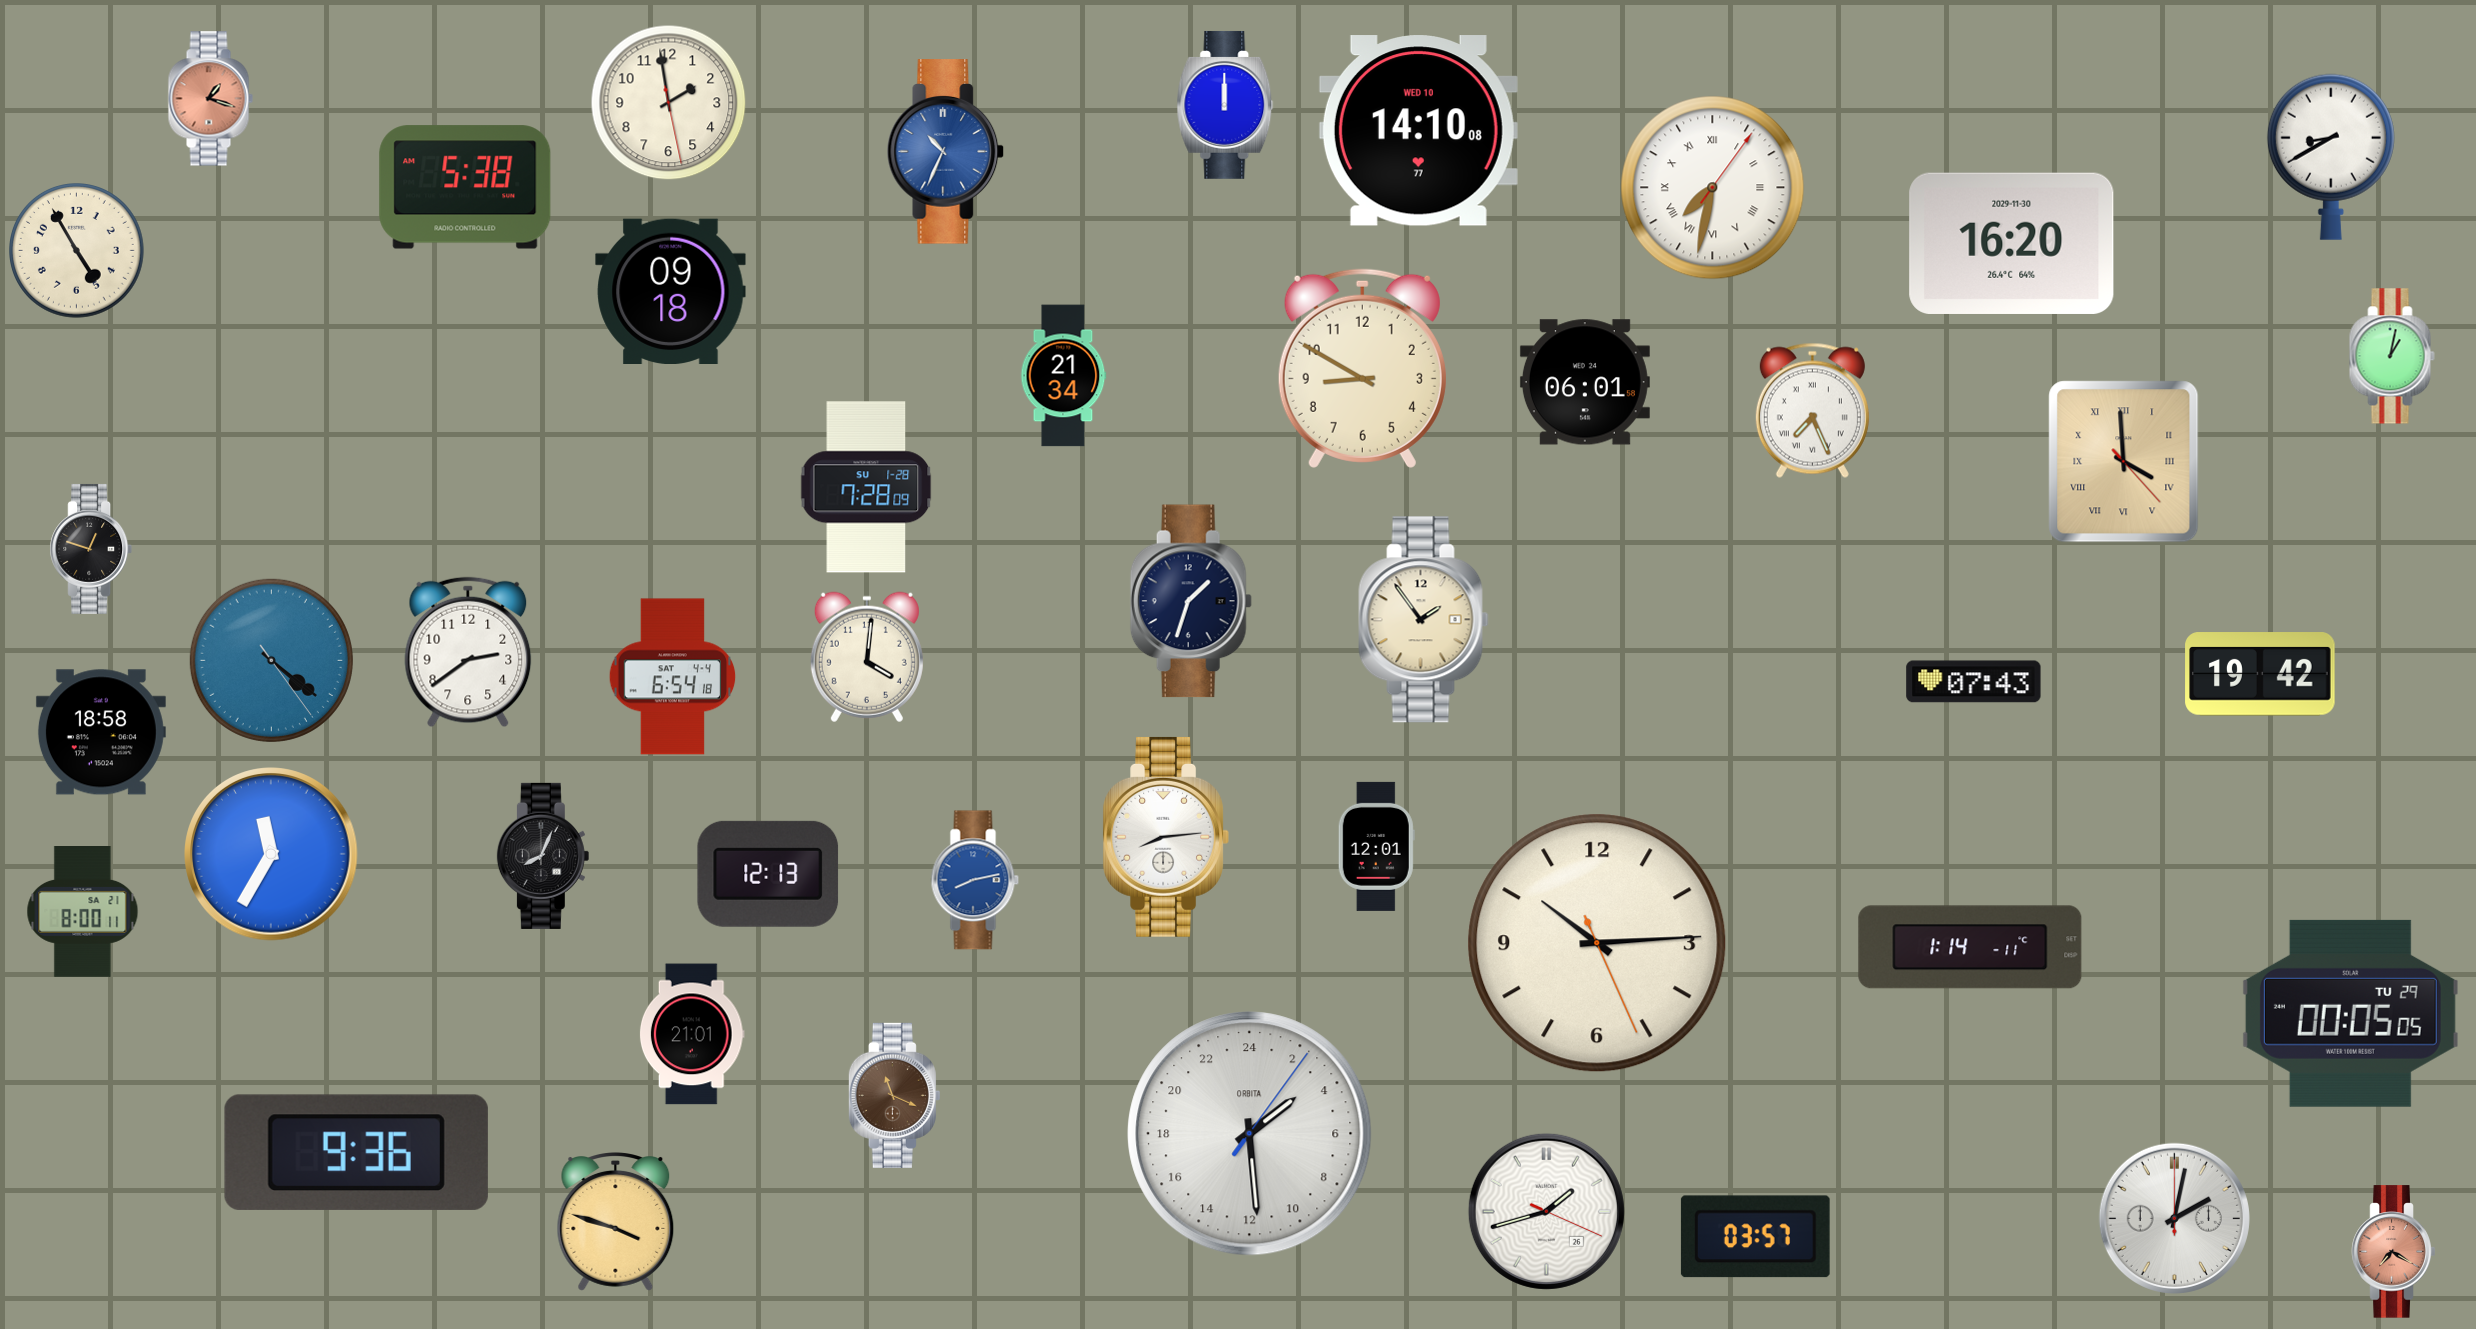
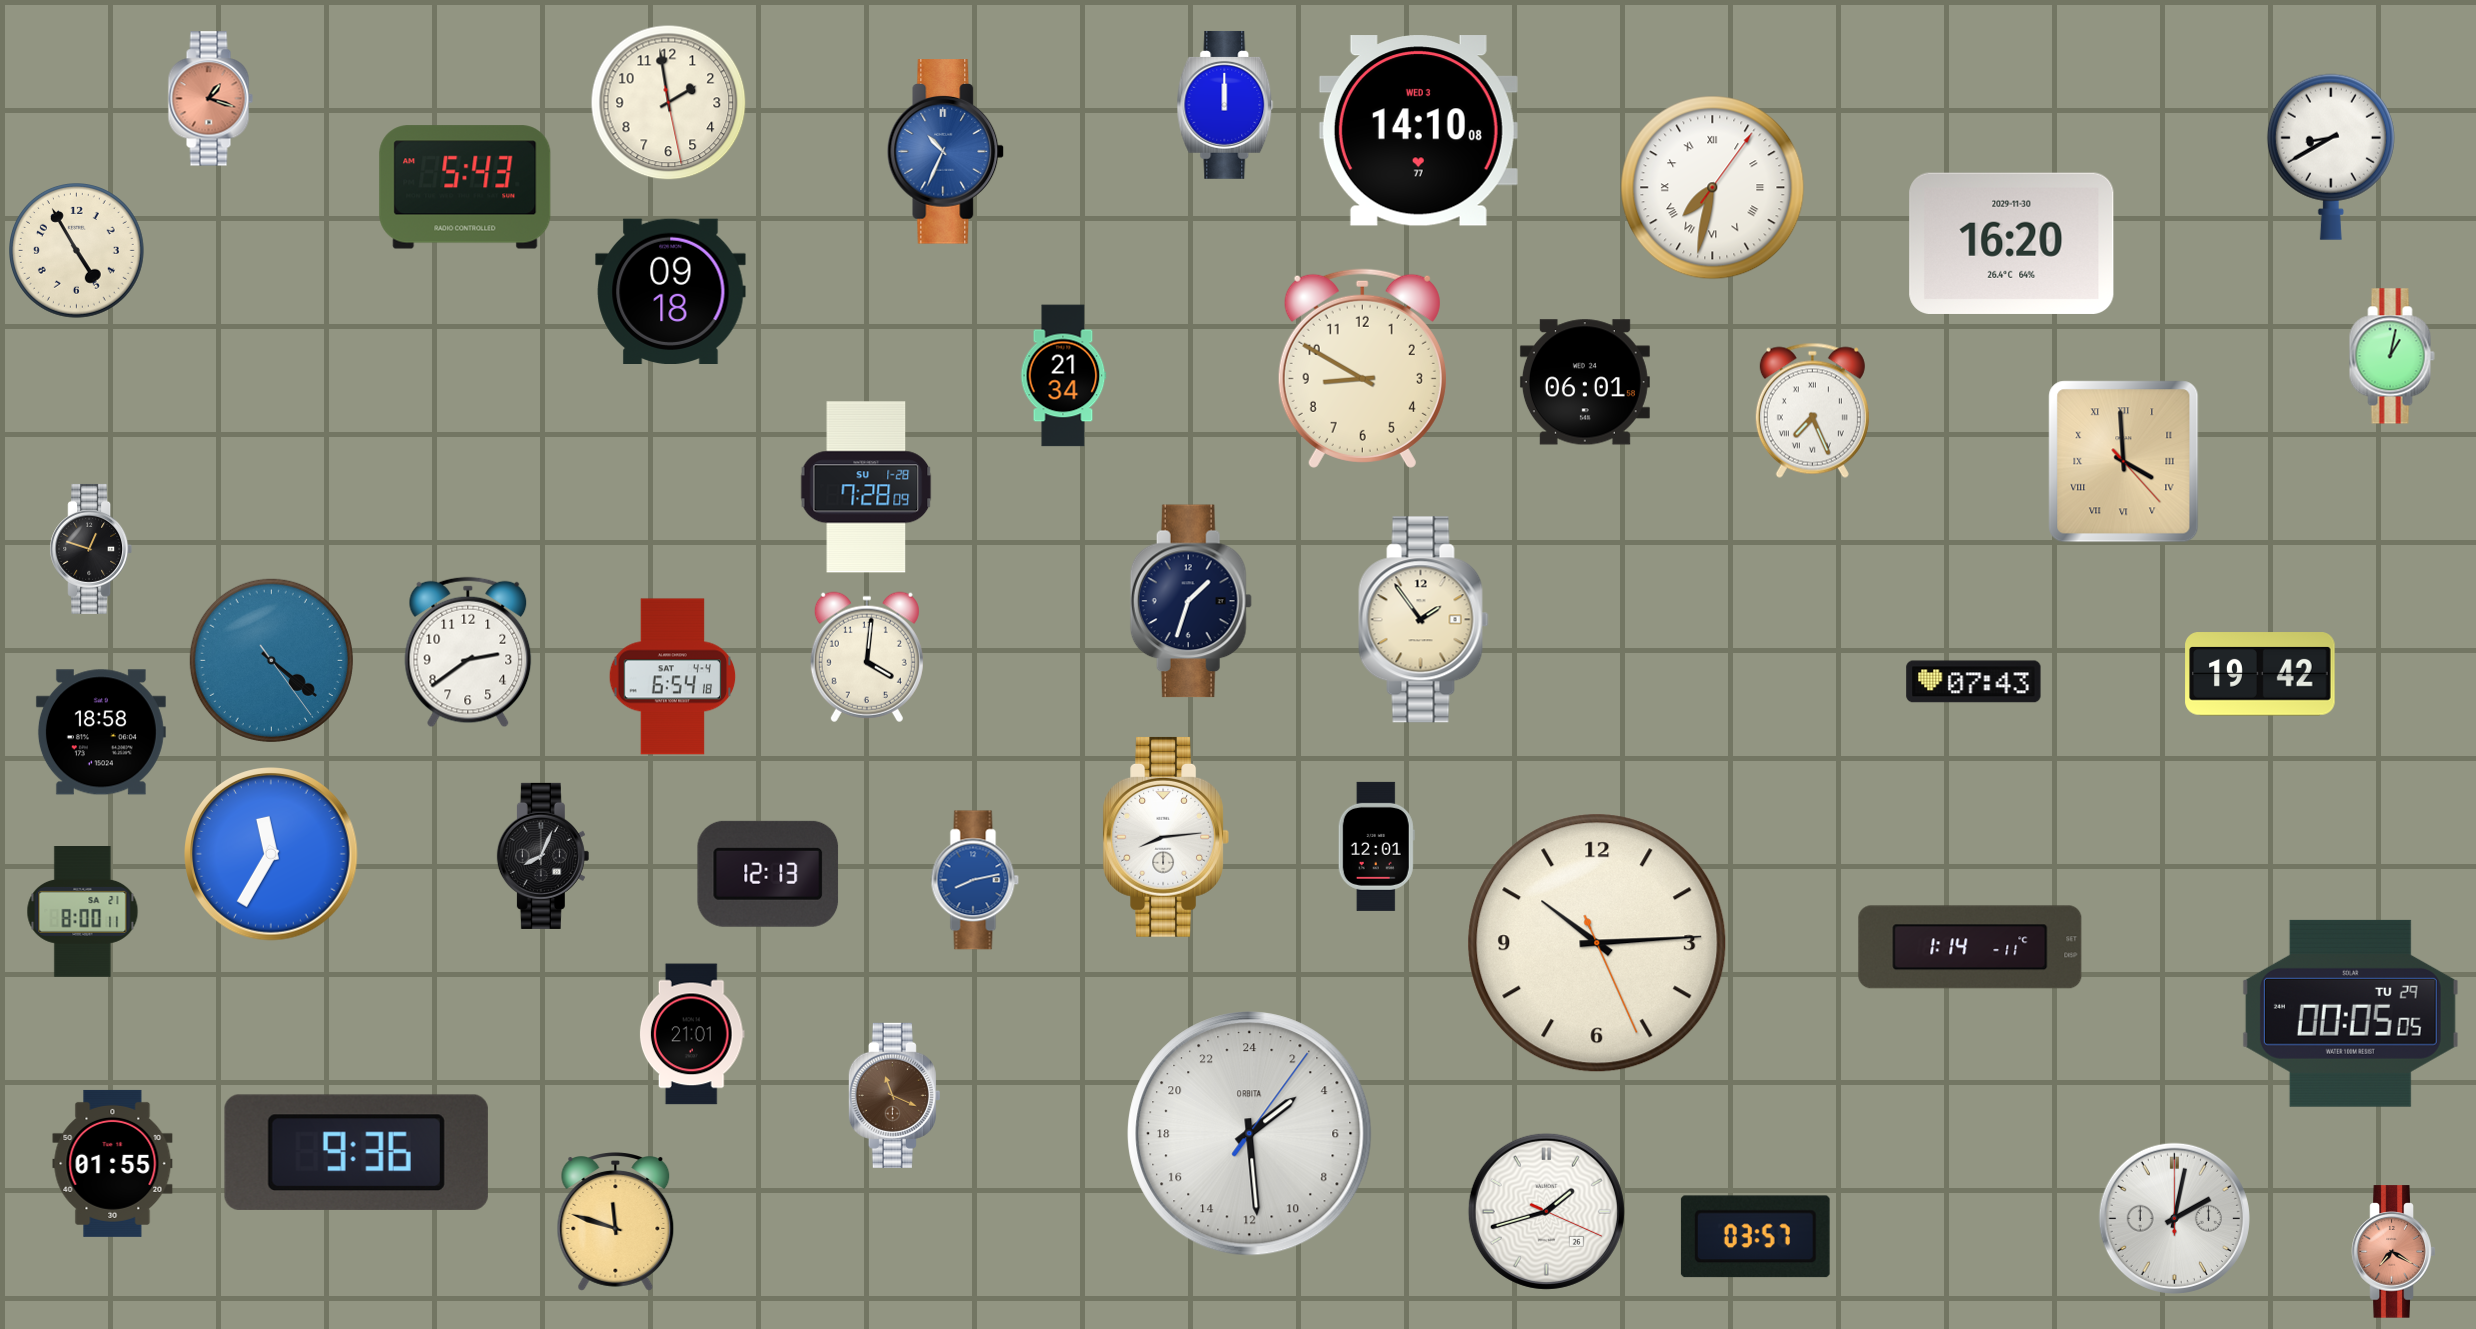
clock at (1418, 131) date: WED 10 -> WED 3
clock at (465, 187): 5:38 -> 5:43
clock at (113, 1163): none -> 01:55
clock at (616, 1222): 3:48 -> 11:48
